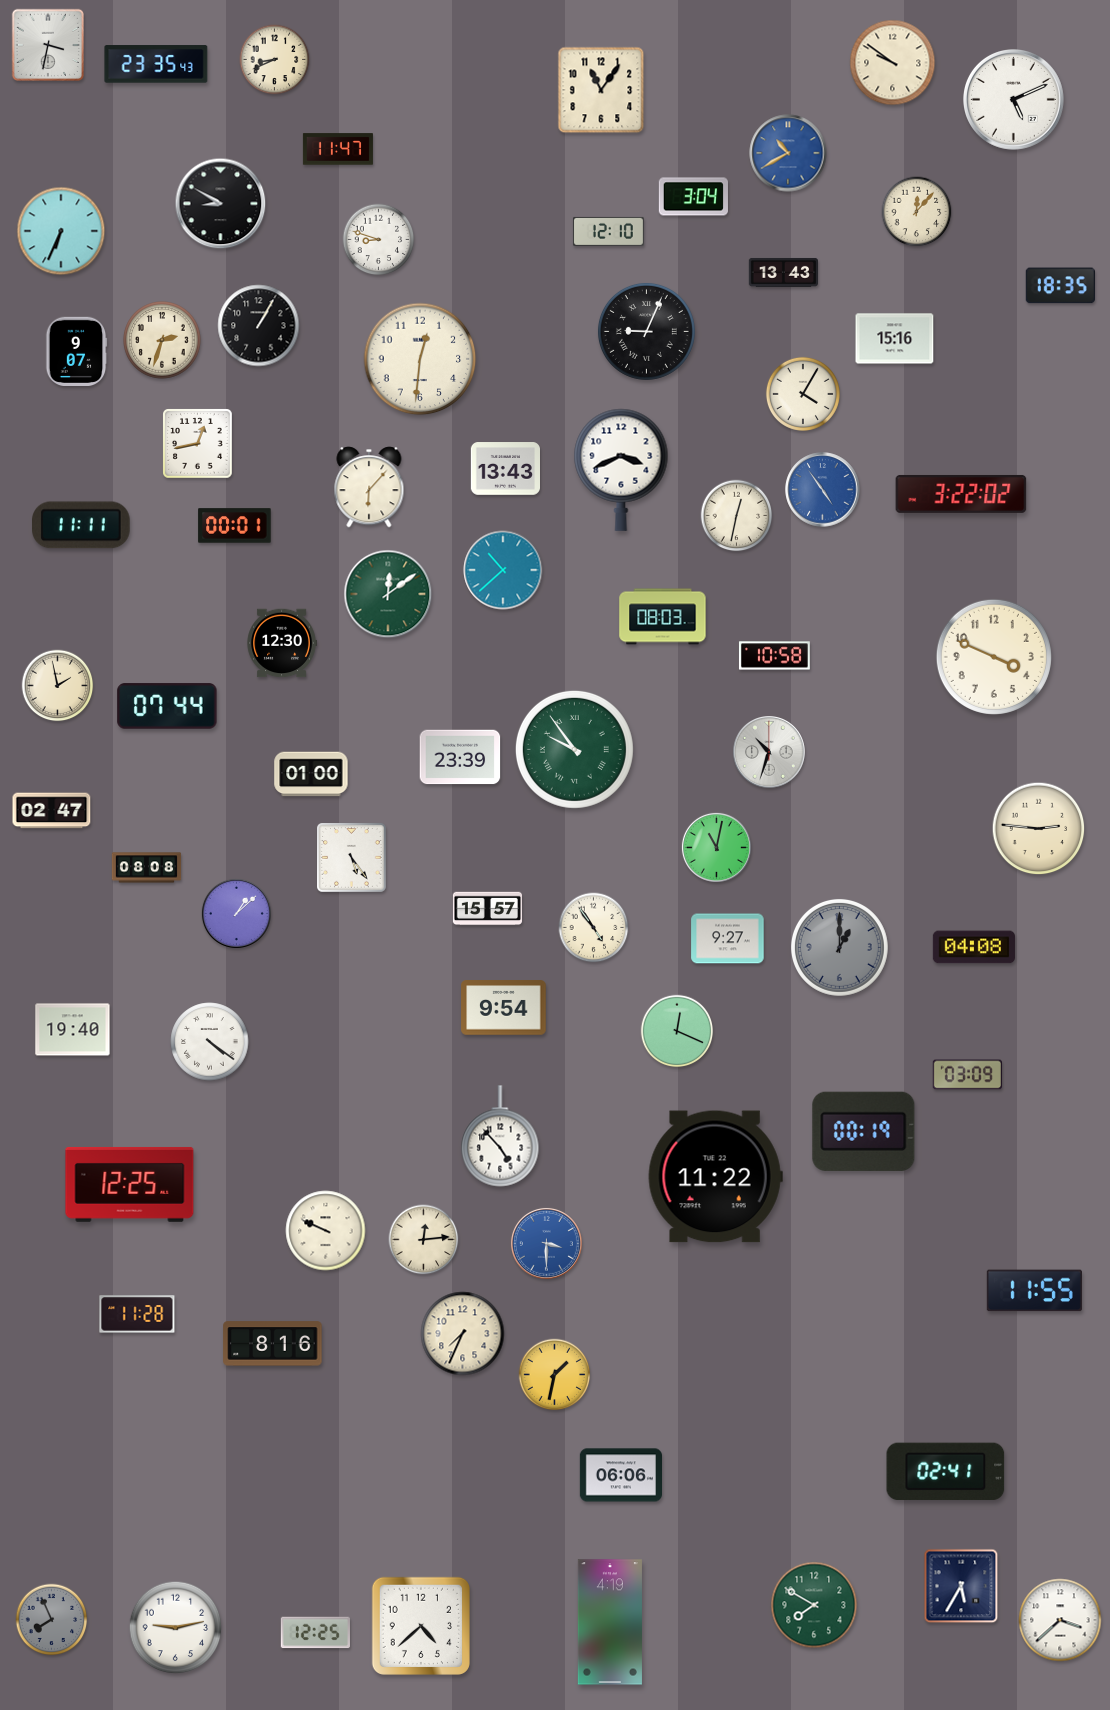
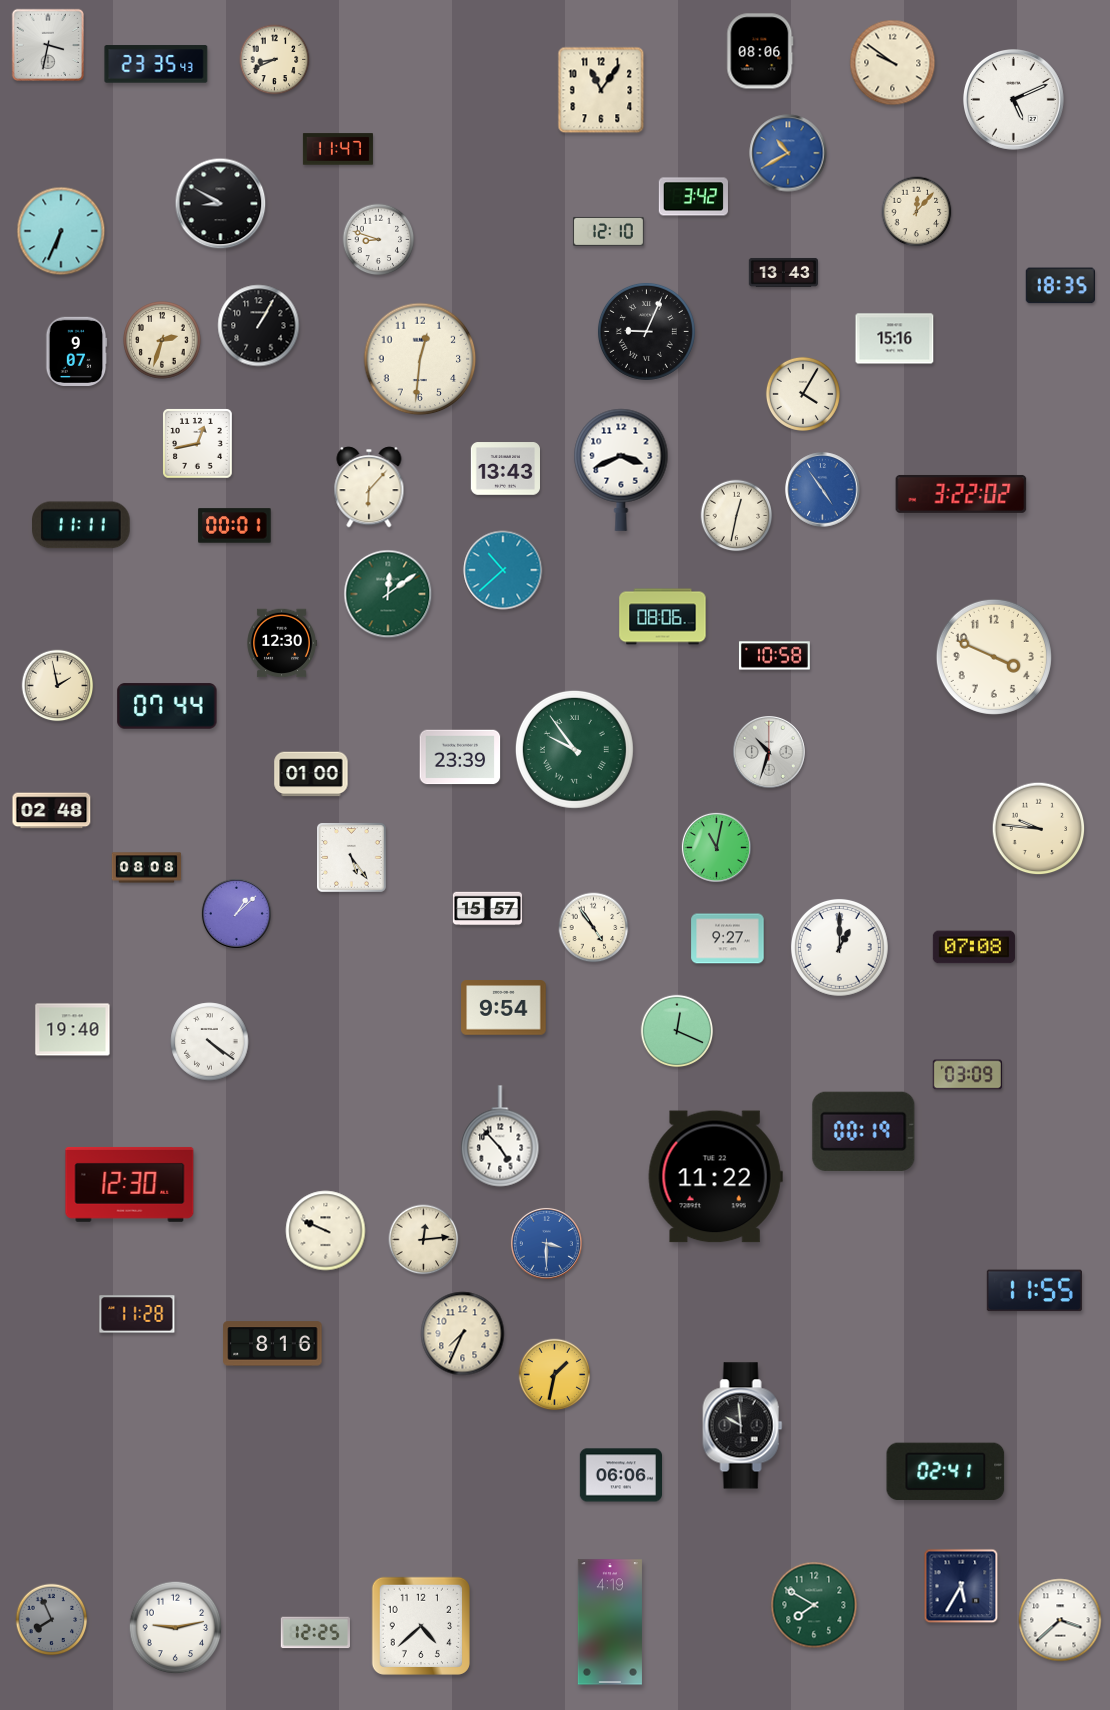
clock at (760, 51): none -> 08:06
clock at (693, 197): 3:04 -> 3:42
clock at (663, 617): 08:03 -> 08:06
clock at (52, 811): 02:47 -> 02:48
clock at (1039, 829): 2:46 -> 9:46
clock at (839, 947) dial: grey -> white
clock at (974, 947): 04:08 -> 07:08
clock at (130, 1184): 12:25 -> 12:30
clock at (743, 1426): none -> 9:59
